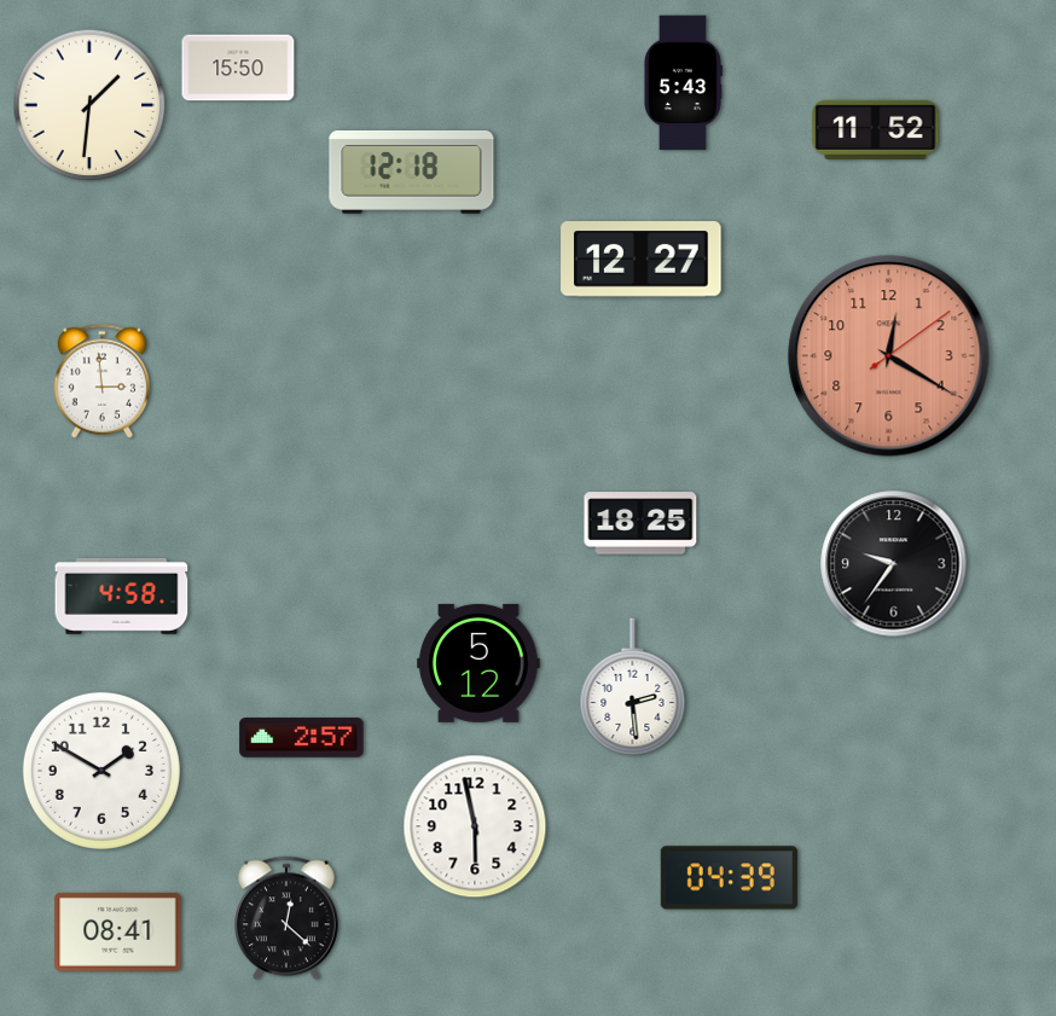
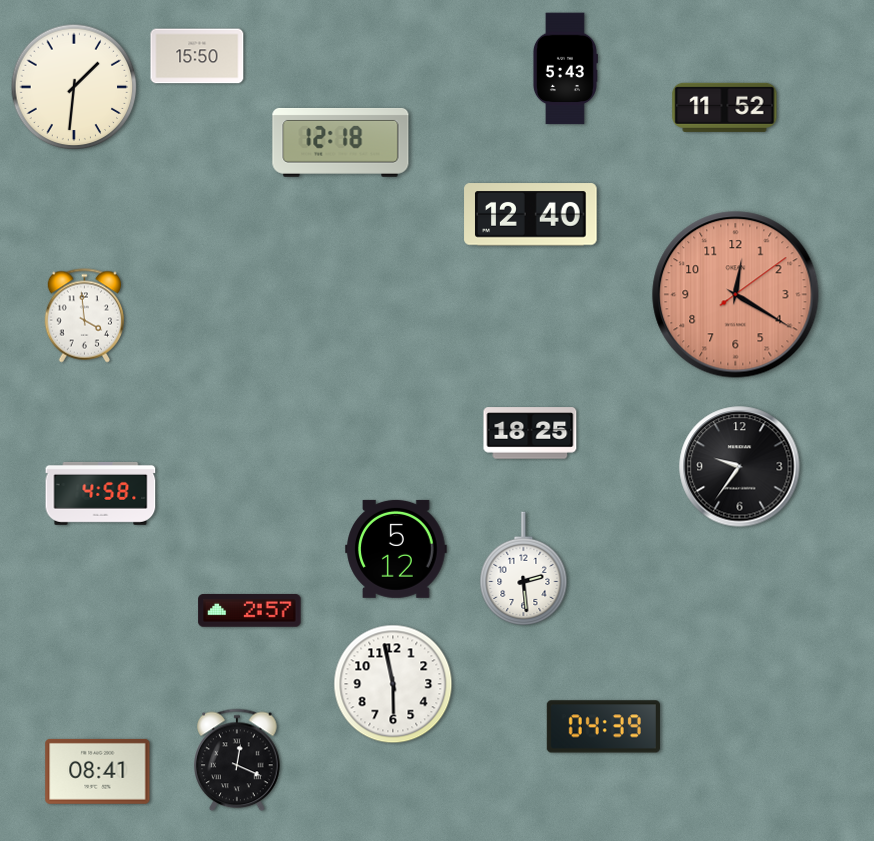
clock at (642, 260): 12:27 -> 12:40
clock at (101, 382): 2:59 -> 3:59
clock at (101, 771): 1:50 -> none
clock at (286, 918): 12:22 -> 12:19
